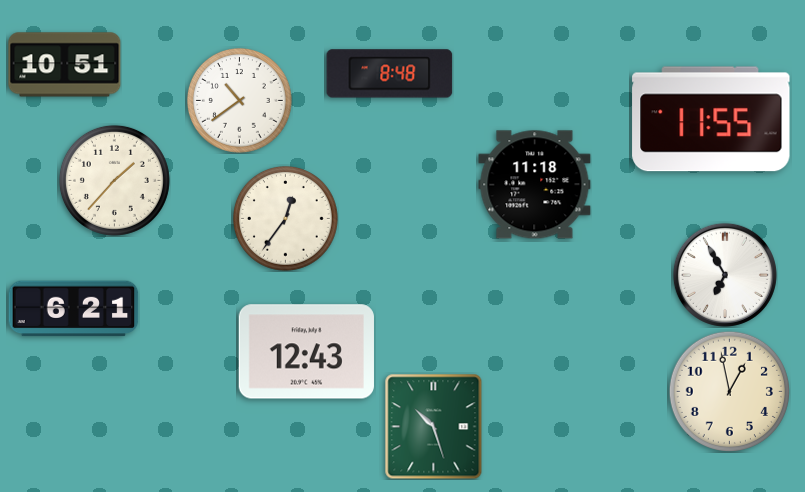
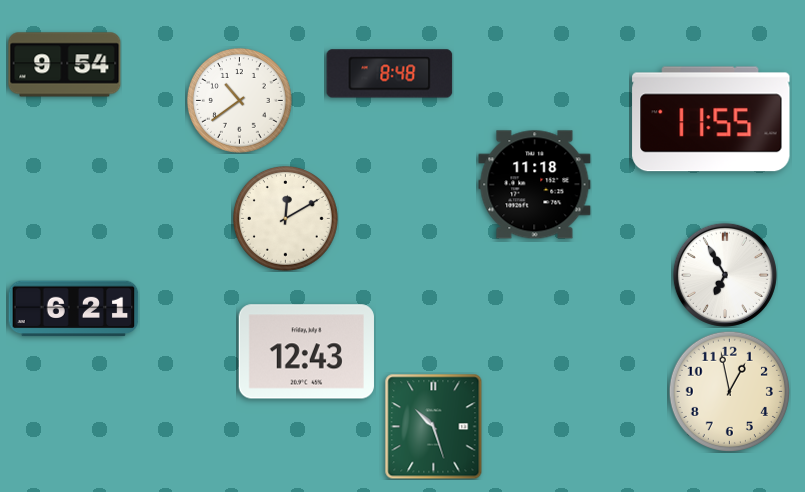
clock at (65, 65): 10:51 -> 9:54
clock at (114, 180): 1:37 -> none
clock at (285, 218): 12:36 -> 12:10
